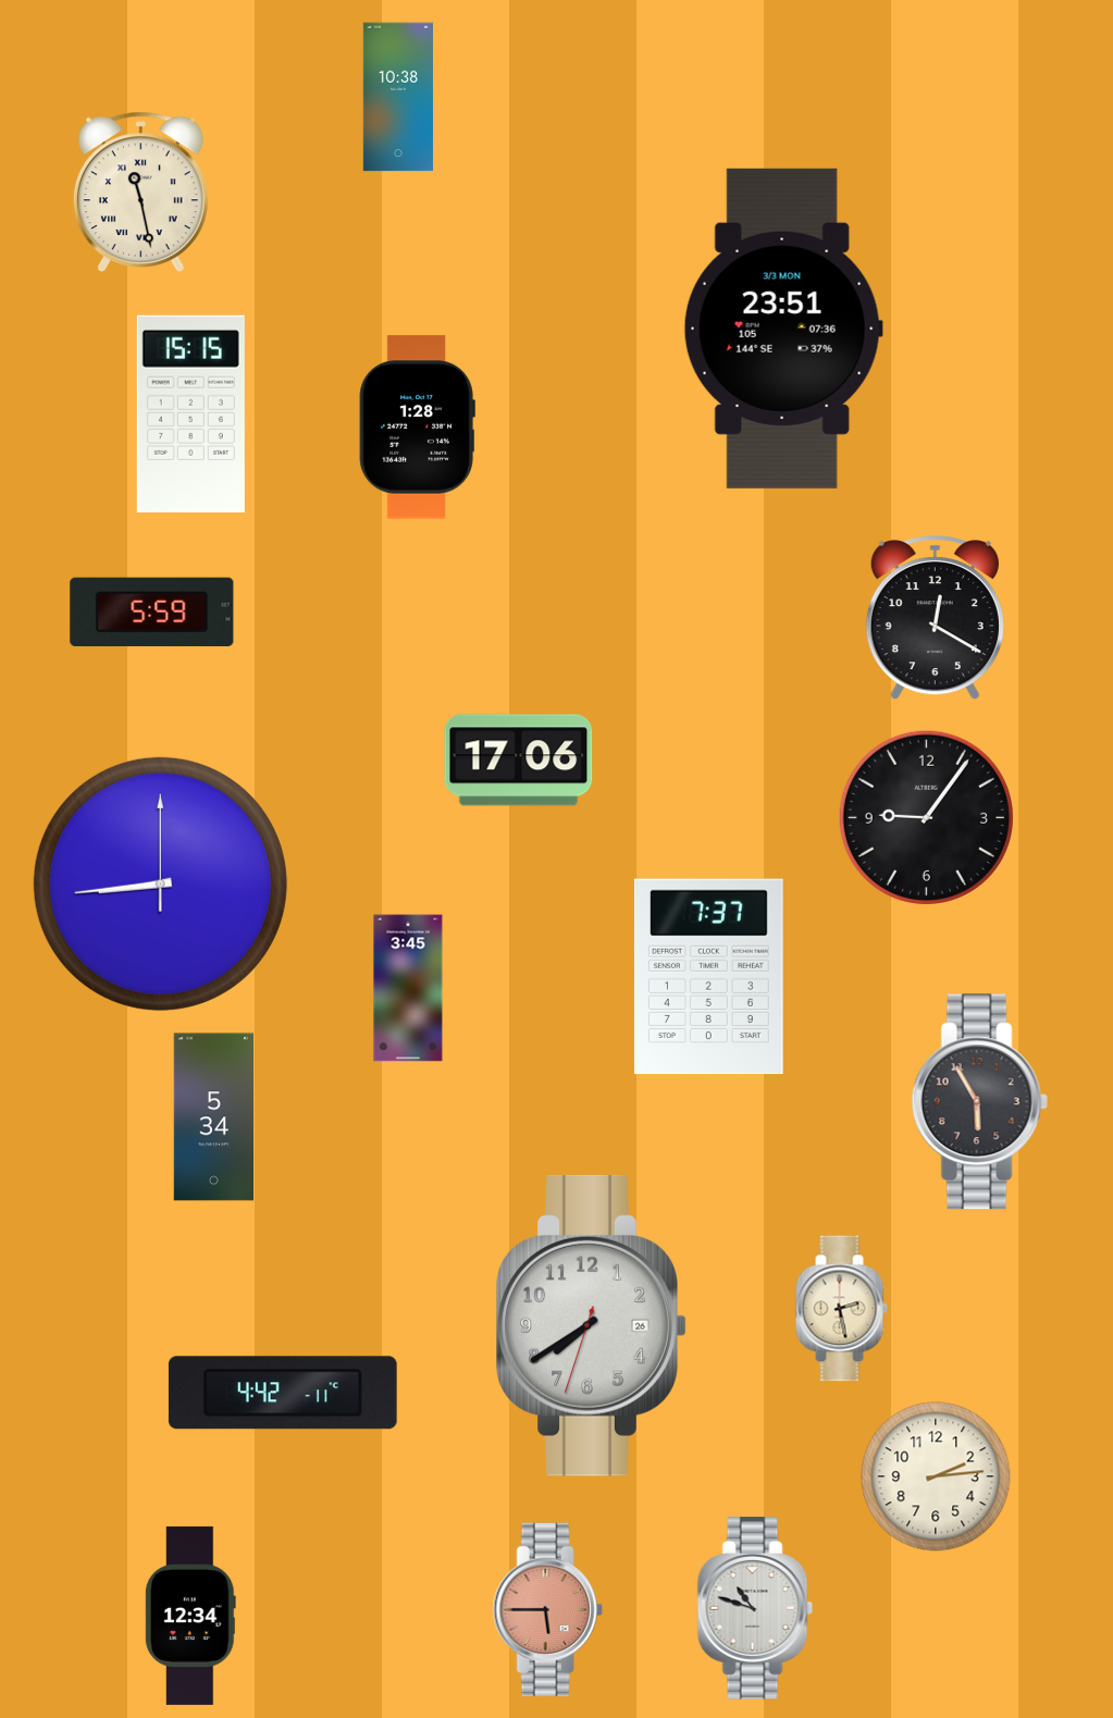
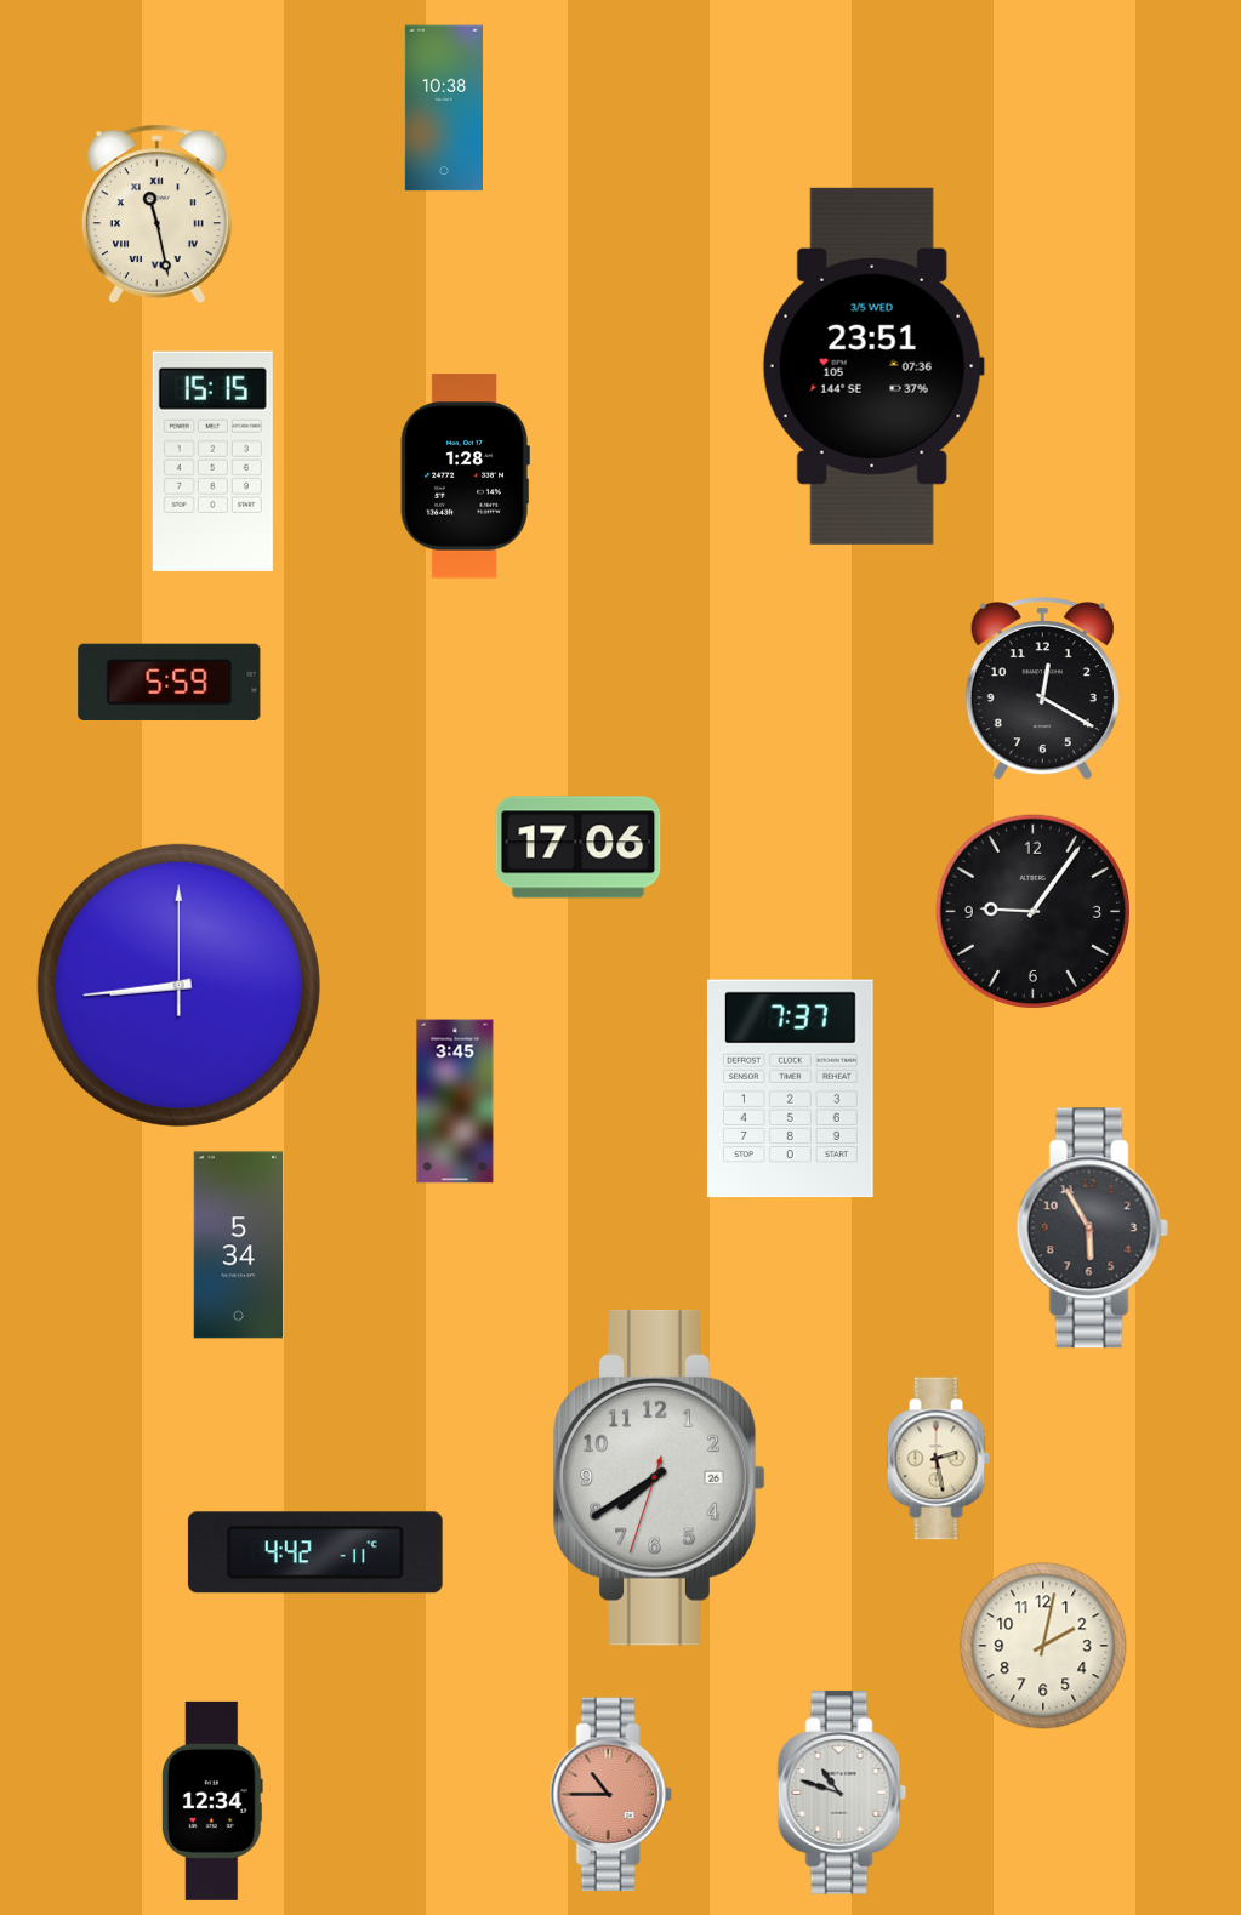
clock at (783, 329) date: 3/3 MON -> 3/5 WED
clock at (936, 1476): 2:14 -> 2:02
clock at (547, 1610): 5:45 -> 10:45
